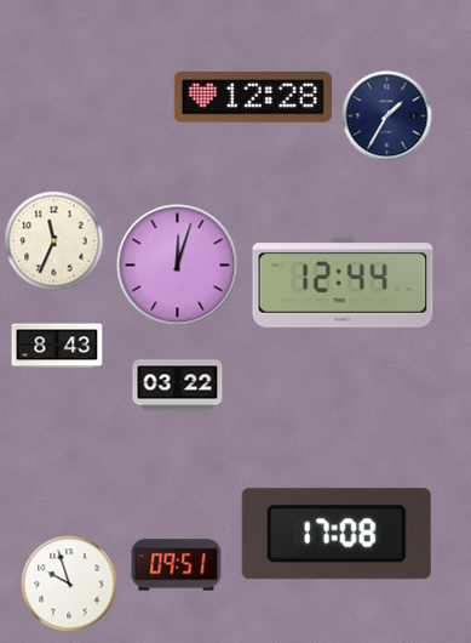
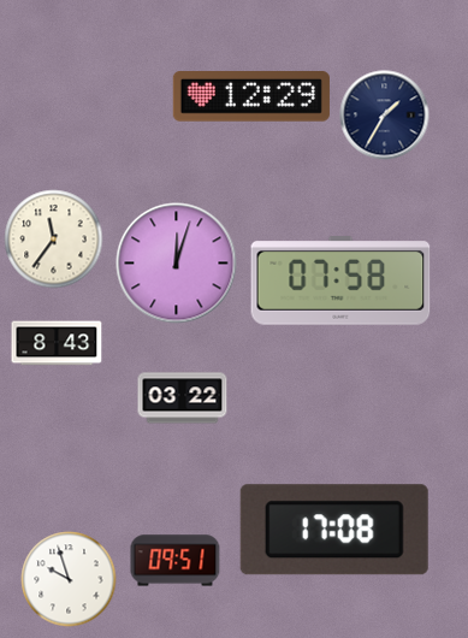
clock at (253, 98): 12:28 -> 12:29
clock at (54, 241): 11:34 -> 11:36
clock at (343, 283): 12:44 -> 07:58
clock at (178, 386) position: (178, 386) -> (183, 398)
